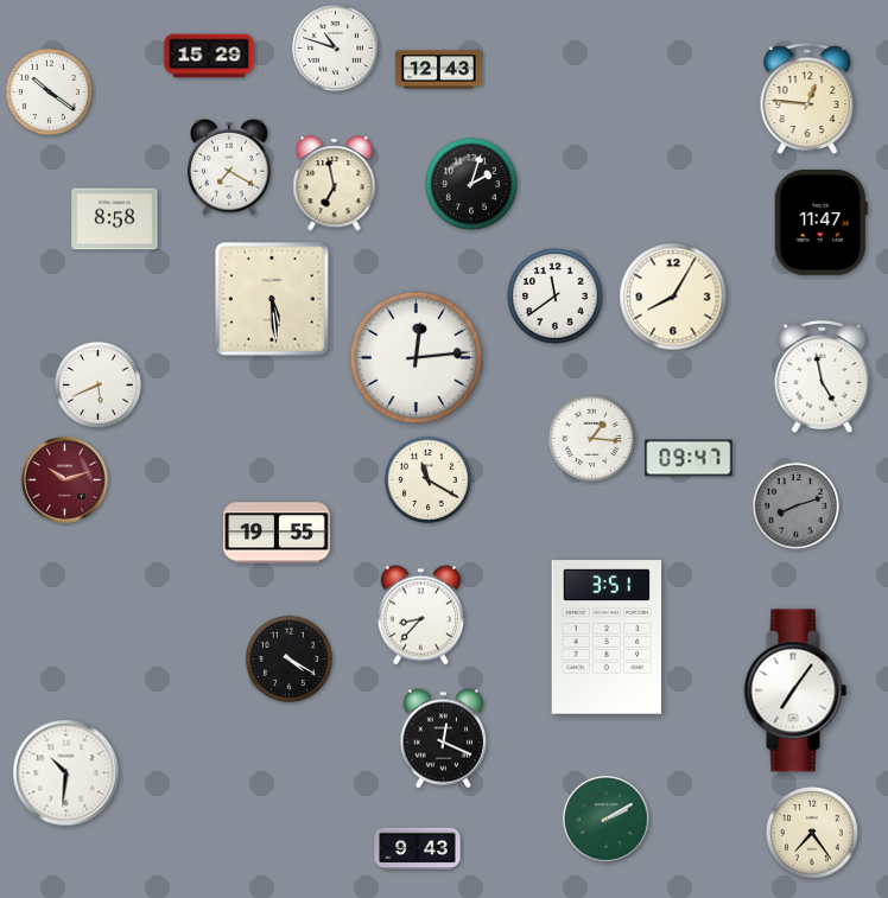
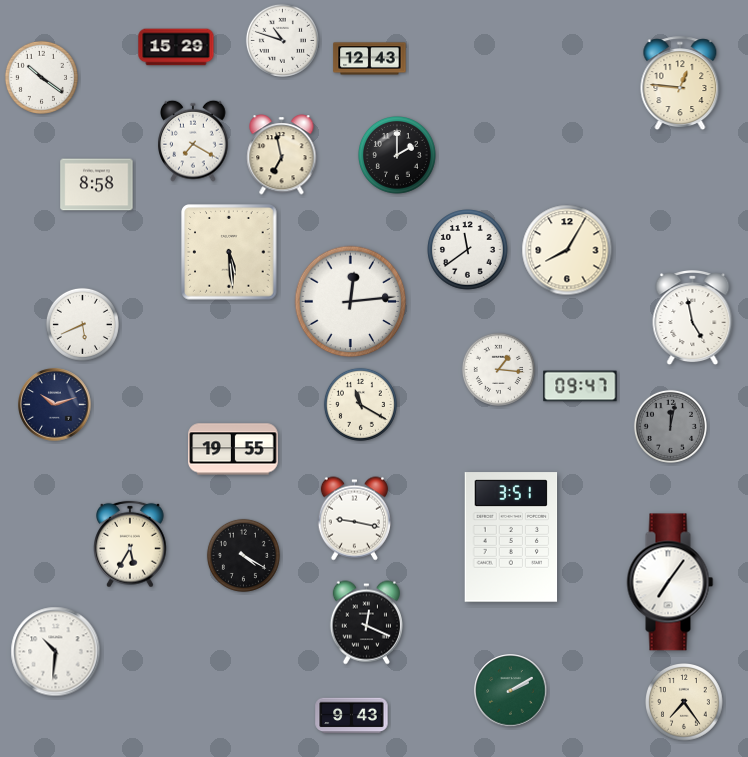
clock at (472, 185): 2:03 -> 2:00
clock at (820, 222): 11:47 -> none
clock at (65, 480) dial: burgundy -> navy
clock at (795, 505): 8:12 -> 12:02
clock at (420, 616): 8:37 -> 9:17
clock at (131, 544): none -> 5:35
clock at (443, 739) position: (443, 739) -> (366, 623)
